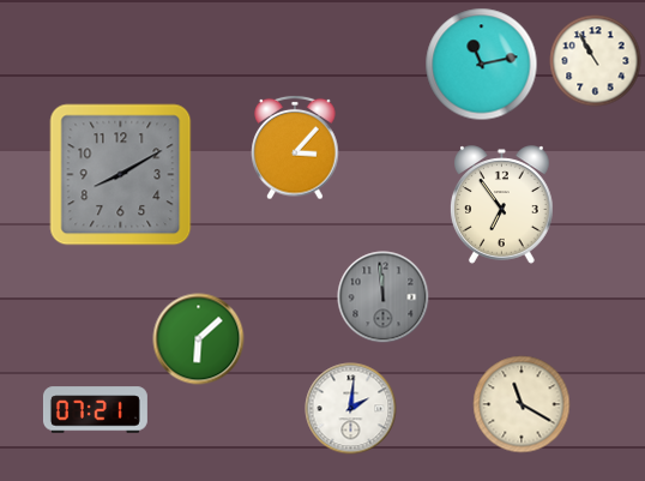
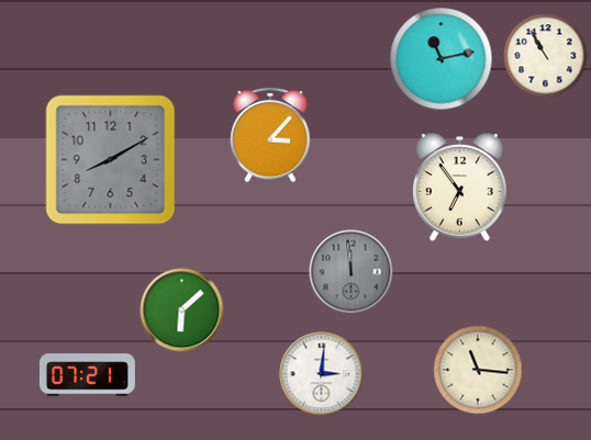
clock at (522, 404): 11:20 -> 11:16
clock at (351, 409): 2:01 -> 3:01
